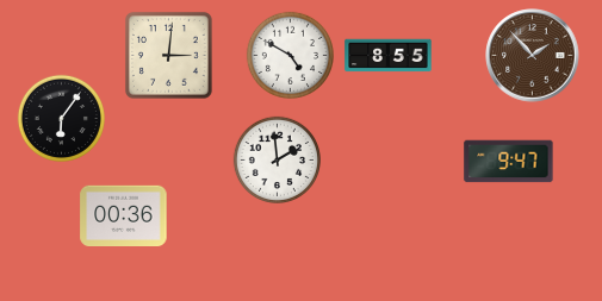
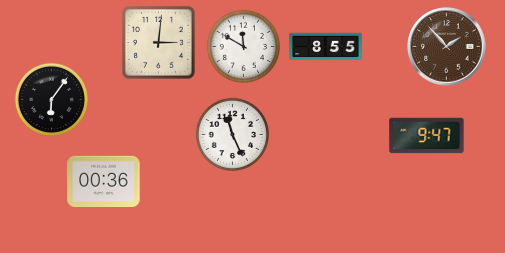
clock at (168, 55) position: (168, 55) -> (158, 42)
clock at (290, 55): 4:50 -> 11:50
clock at (277, 159): 1:59 -> 11:26
